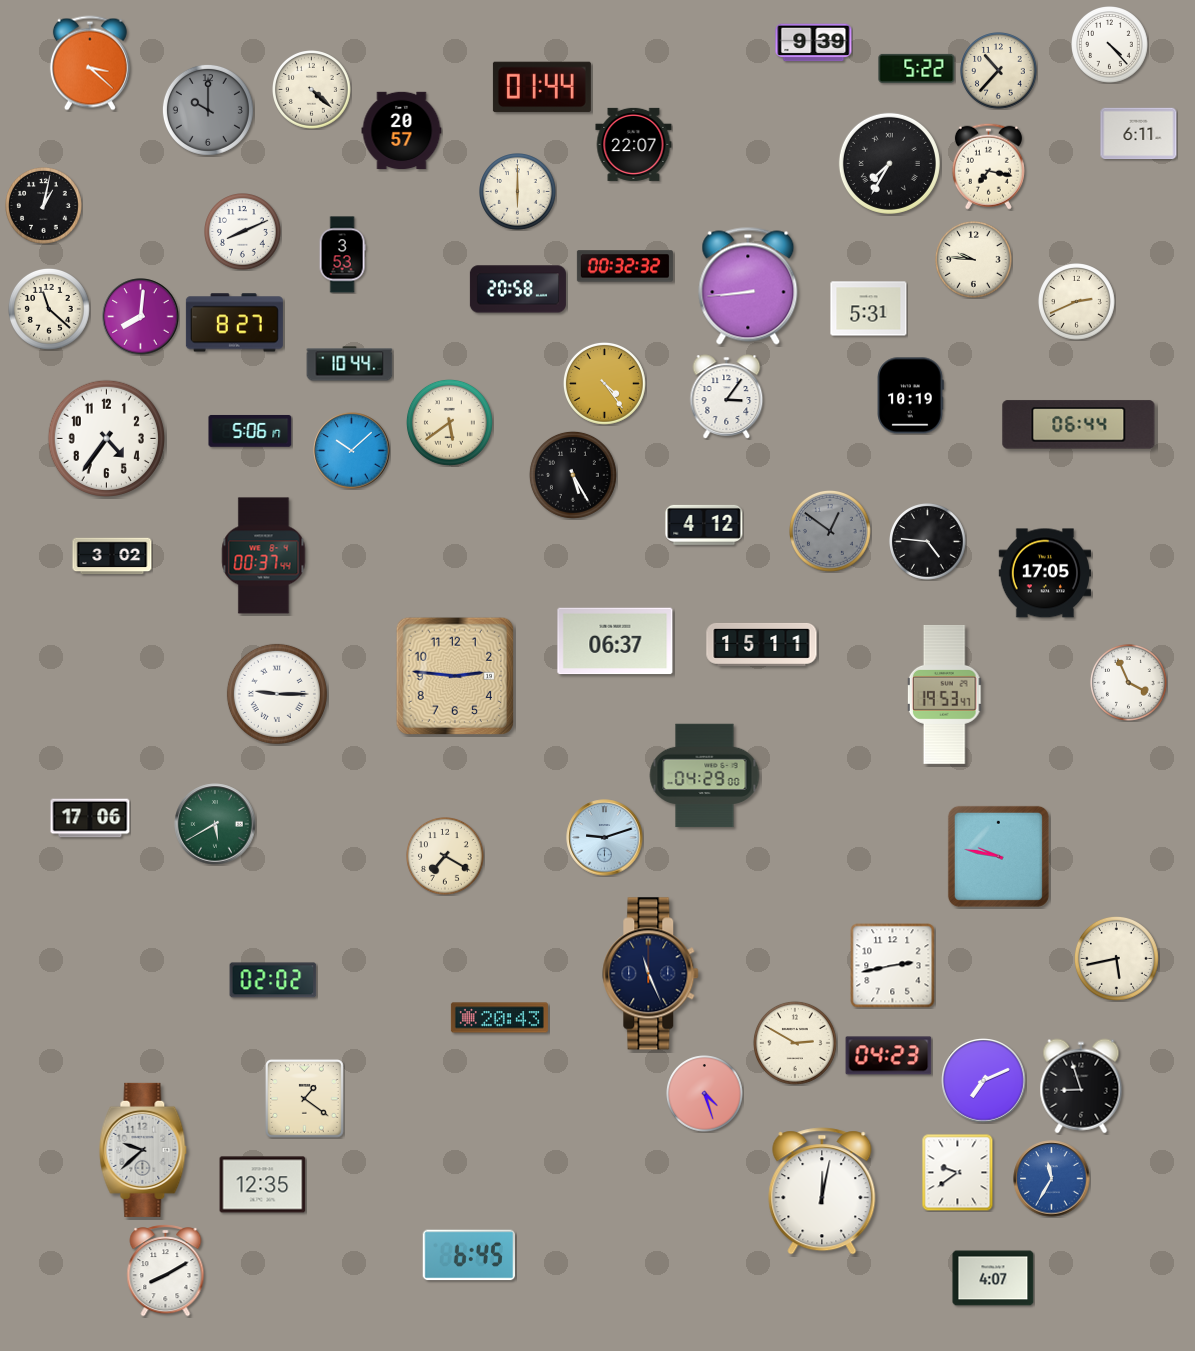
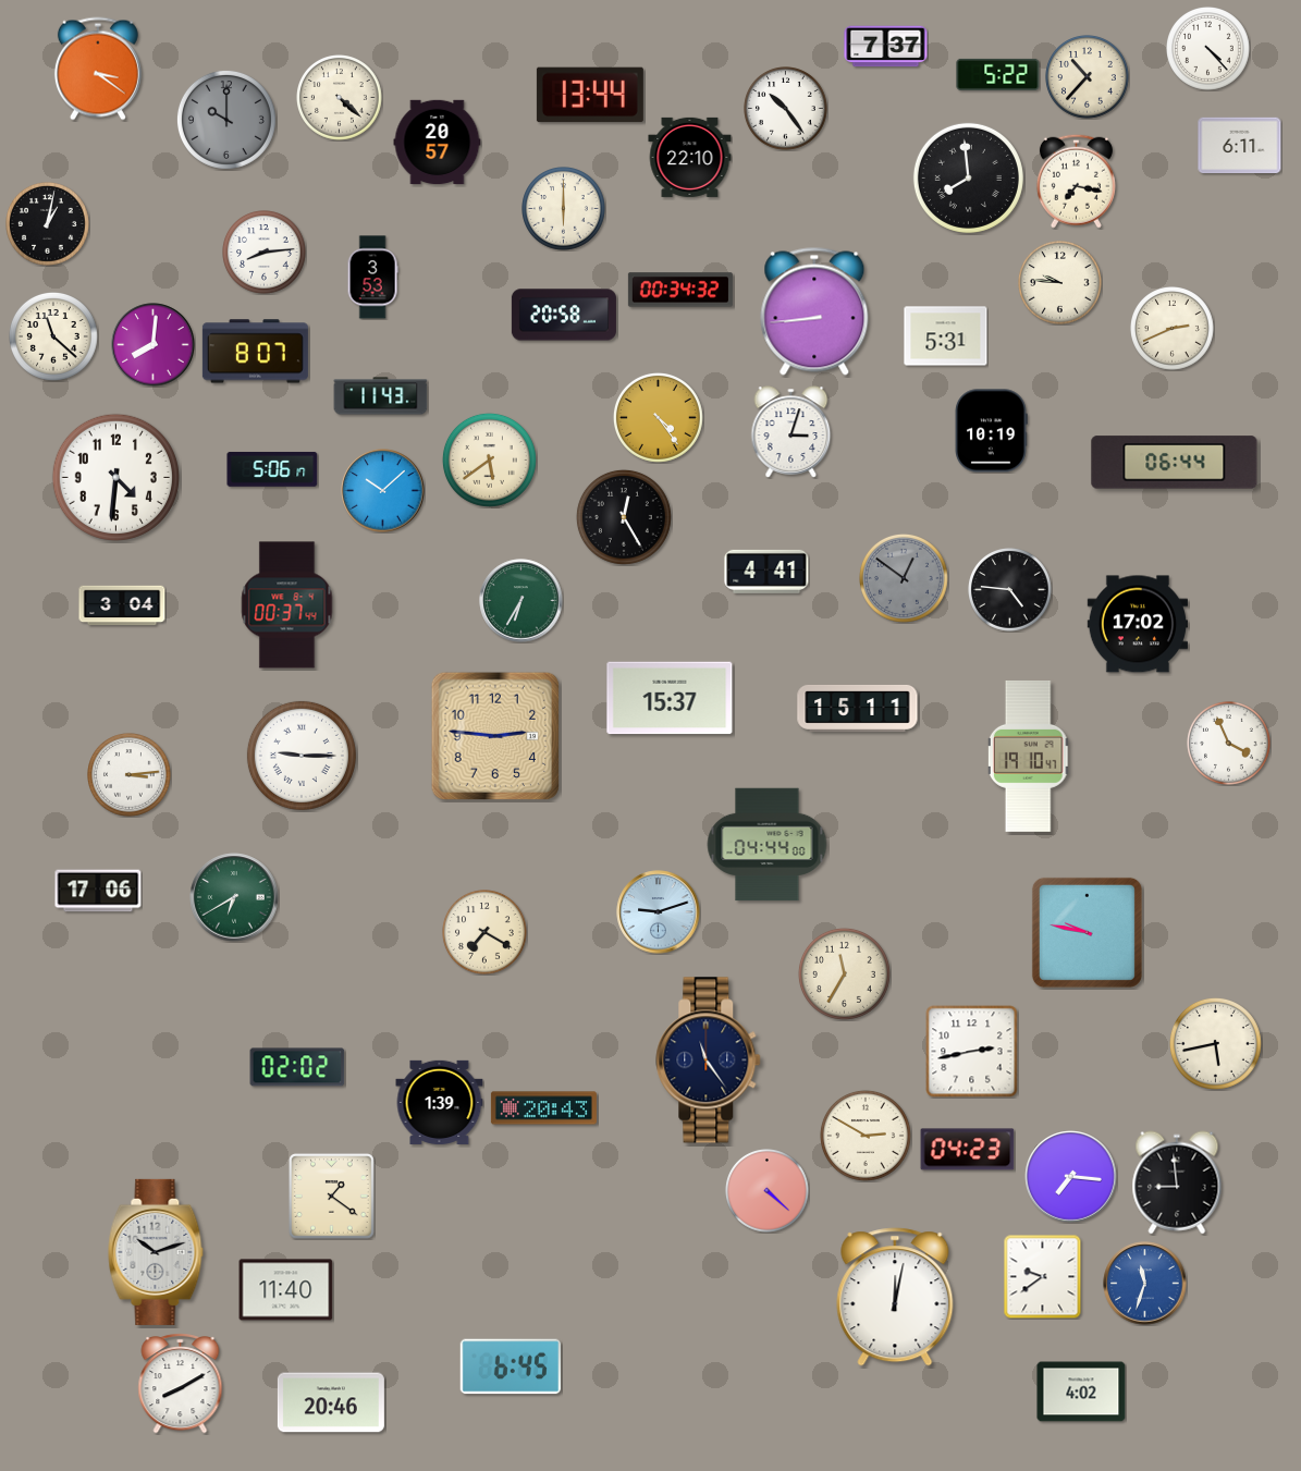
clock at (814, 43): 9:39 -> 7:37
clock at (90, 63): 3:22 -> 3:21
clock at (542, 87): 01:44 -> 13:44
clock at (786, 109): none -> 10:24
clock at (634, 144): 22:07 -> 22:10
clock at (889, 163): 7:35 -> 7:59
clock at (243, 232): 8:11 -> 8:14
clock at (625, 266): 00:32 -> 00:34
clock at (234, 323): 8:27 -> 8:07
clock at (350, 364): 10:44 -> 11:43
clock at (727, 397): 3:06 -> 3:03
clock at (106, 438): 4:36 -> 4:31
clock at (573, 475): 5:25 -> 12:25
clock at (704, 525): 4:12 -> 4:41
clock at (521, 601): none -> 6:35
clock at (112, 556): 3:02 -> 3:04
clock at (1045, 573): 17:05 -> 17:02
clock at (615, 641): 06:37 -> 15:37
clock at (762, 644) position: (762, 644) -> (858, 708)
clock at (945, 694): 19:53 -> 19:10
clock at (130, 775): none -> 3:14
clock at (705, 776): 04:29 -> 04:44
clock at (215, 824): 5:40 -> 6:40
clock at (844, 973): none -> 11:35
clock at (651, 974): 11:26 -> 11:24
clock at (440, 1102): none -> 1:39
clock at (984, 1081): 7:11 -> 7:16
clock at (1081, 1086): 8:57 -> 8:59
clock at (705, 1094): 4:27 -> 4:22
clock at (143, 1150): 9:38 -> 10:12
clock at (1052, 1179): 11:35 -> 11:33
clock at (263, 1185): 12:35 -> 11:40
clock at (993, 1278): 4:07 -> 4:02
clock at (331, 1402): none -> 20:46
